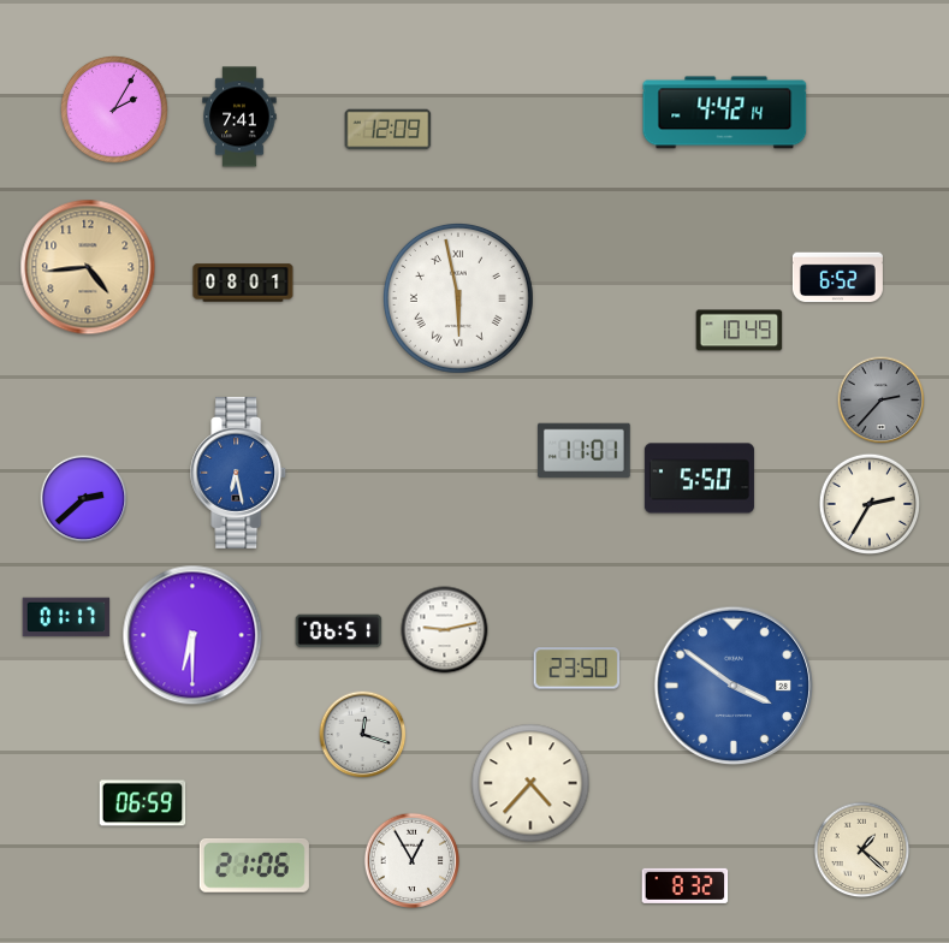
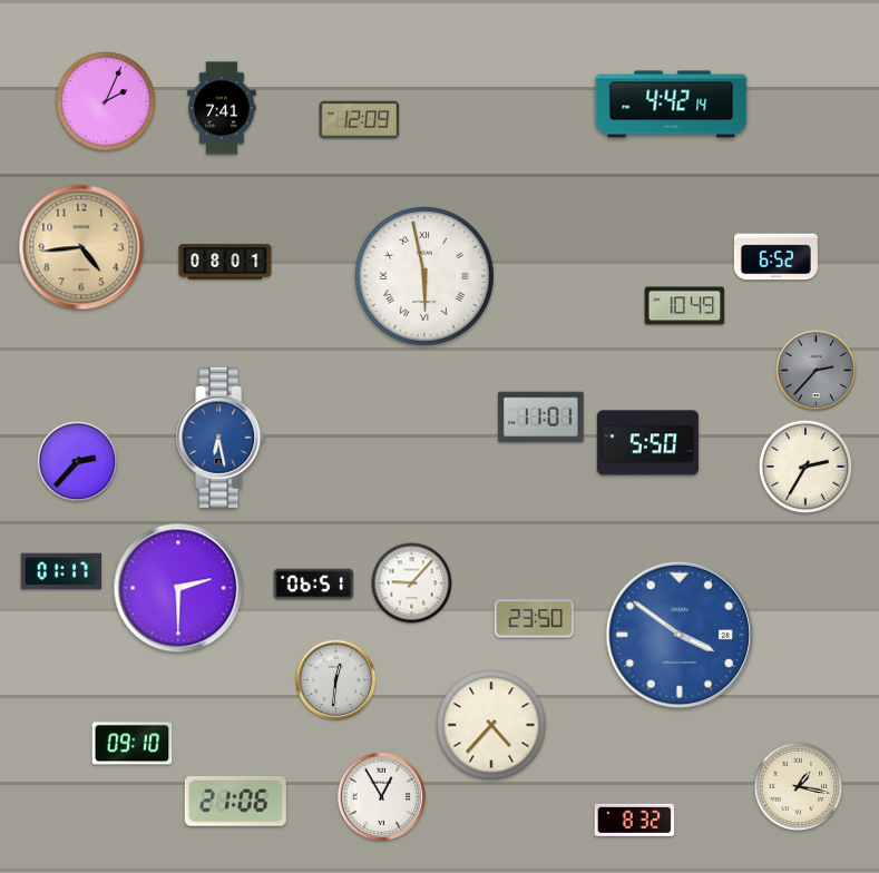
clock at (114, 109): 2:05 -> 2:04
clock at (84, 499): 2:38 -> 2:37
clock at (445, 630): 9:13 -> 9:07
clock at (192, 635): 6:30 -> 2:30
clock at (363, 735): 12:18 -> 12:31
clock at (143, 803): 06:59 -> 09:10
clock at (862, 850): 1:22 -> 1:17
